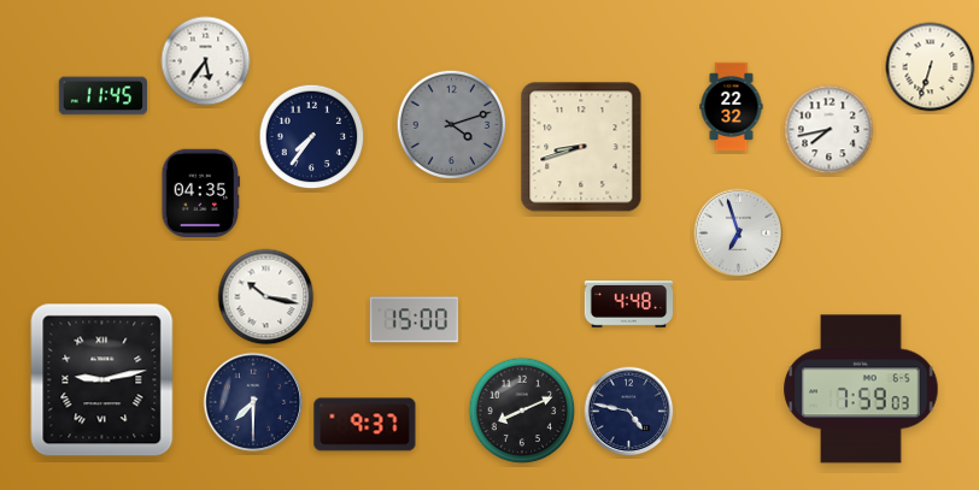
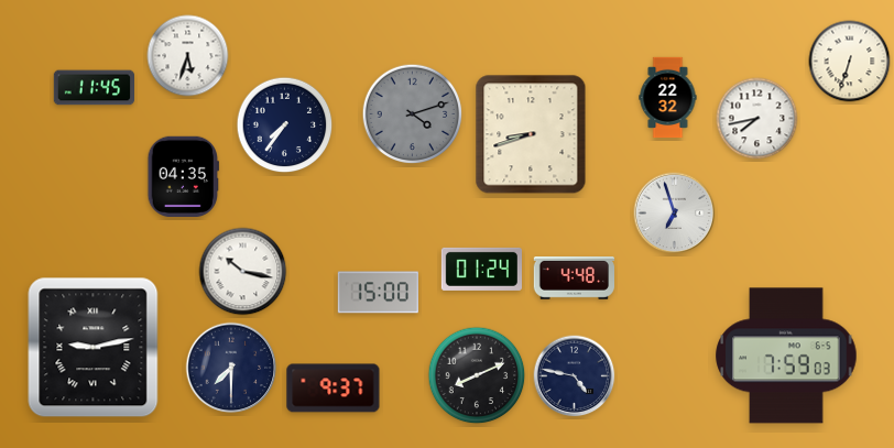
clock at (206, 61): 5:36 -> 5:33
clock at (481, 269): none -> 01:24
